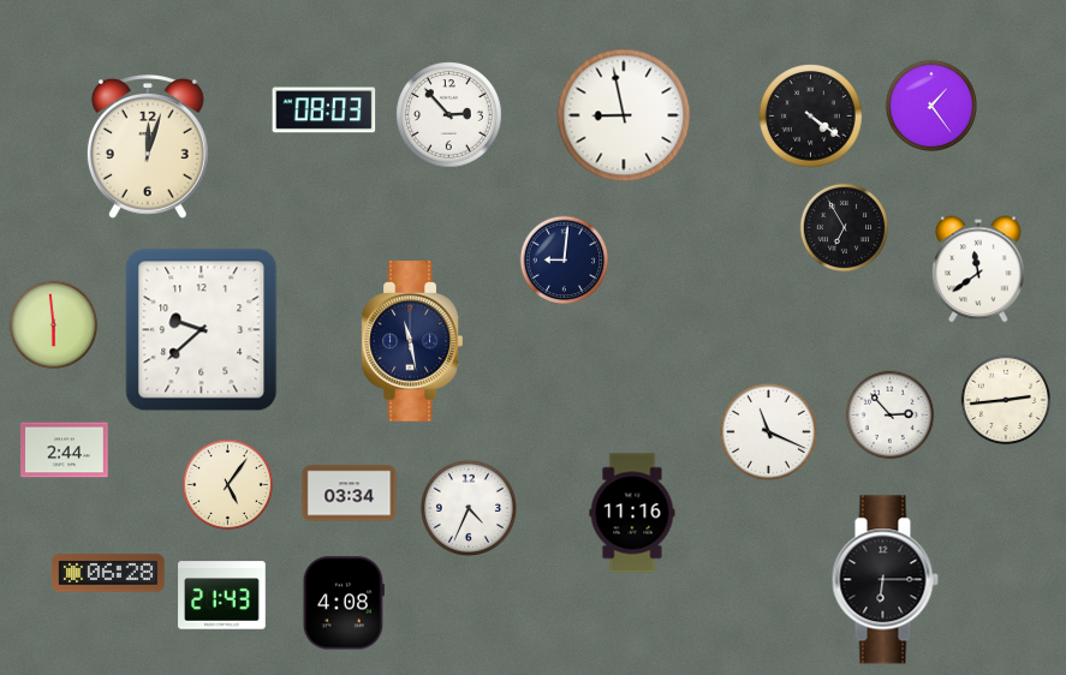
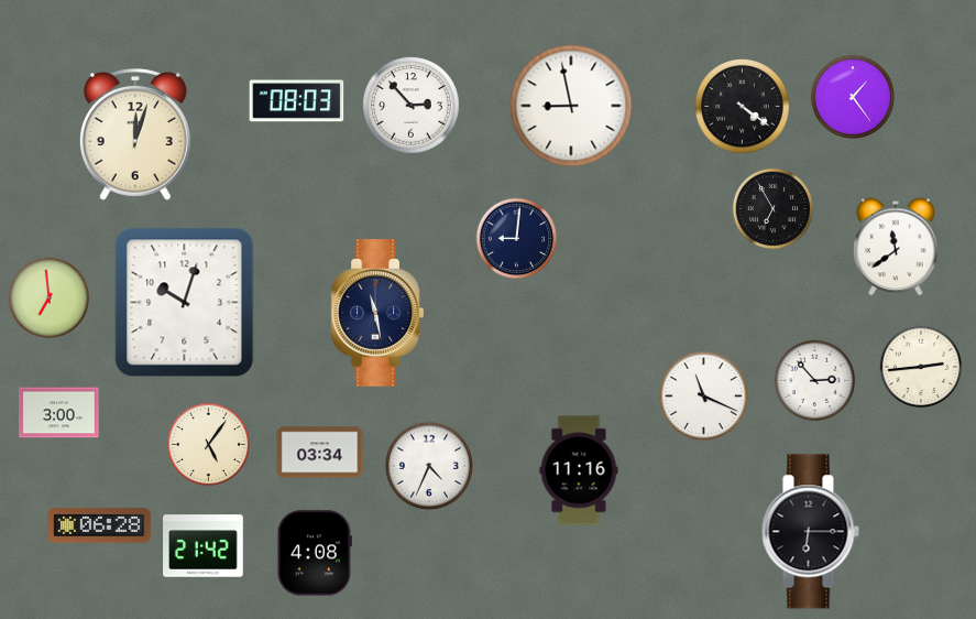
clock at (54, 325): 5:59 -> 6:59
clock at (202, 330): 9:38 -> 10:03
clock at (65, 450): 2:44 -> 3:00
clock at (222, 596): 21:43 -> 21:42
